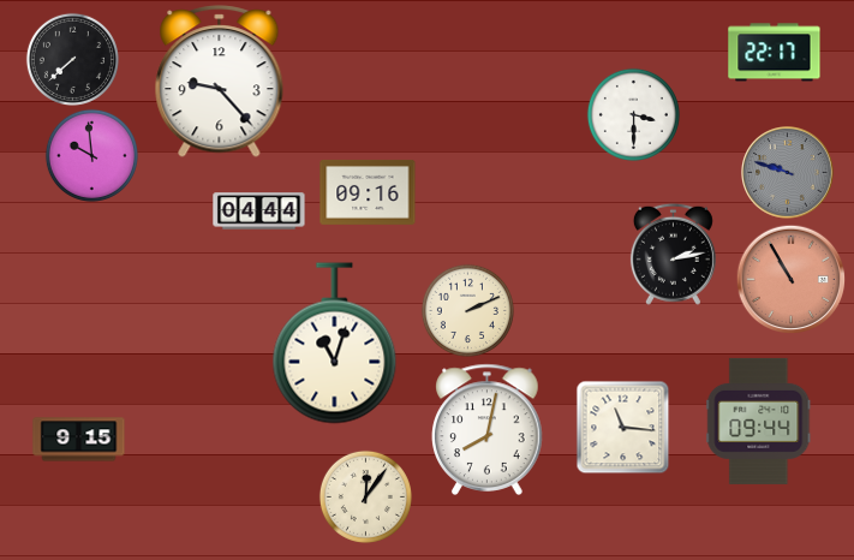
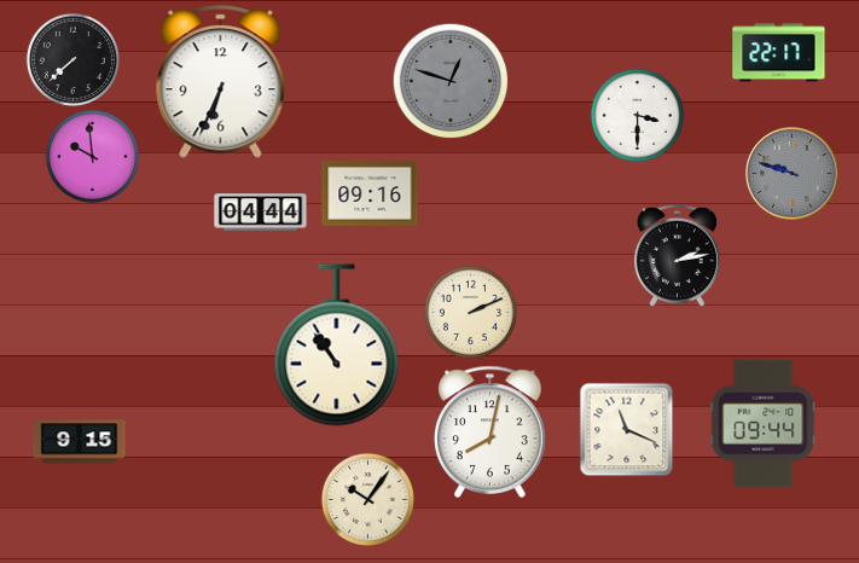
clock at (451, 81): none -> 12:48
clock at (220, 82): 9:23 -> 6:34
clock at (790, 279): 10:55 -> none
clock at (335, 344): 11:03 -> 10:54
clock at (622, 427): 11:16 -> 11:19
clock at (365, 496): 12:06 -> 10:06
